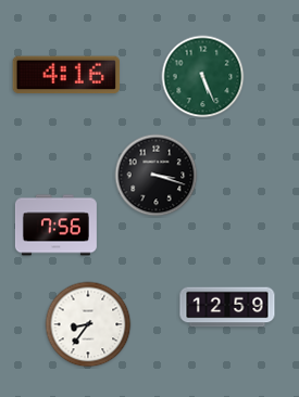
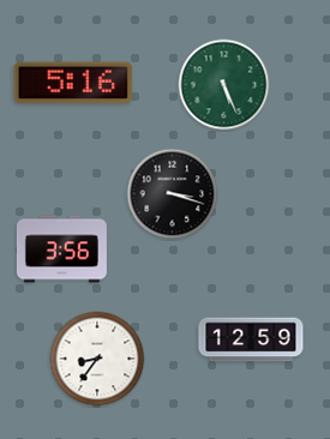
clock at (66, 75): 4:16 -> 5:16
clock at (55, 226): 7:56 -> 3:56
